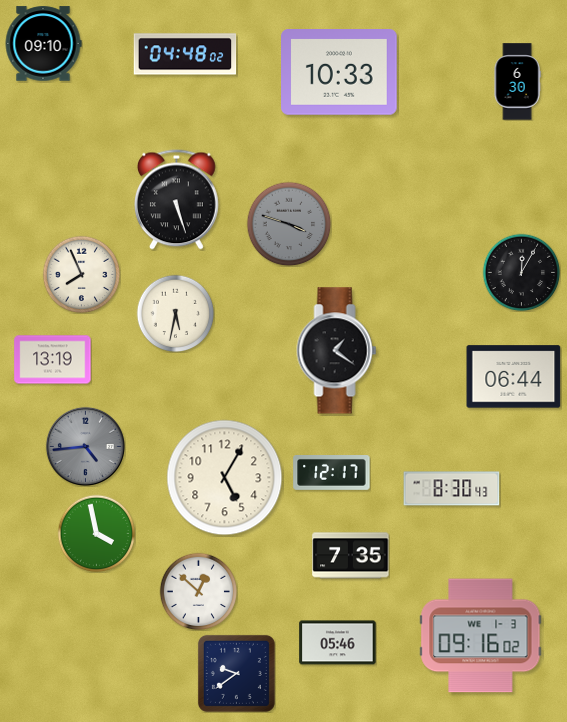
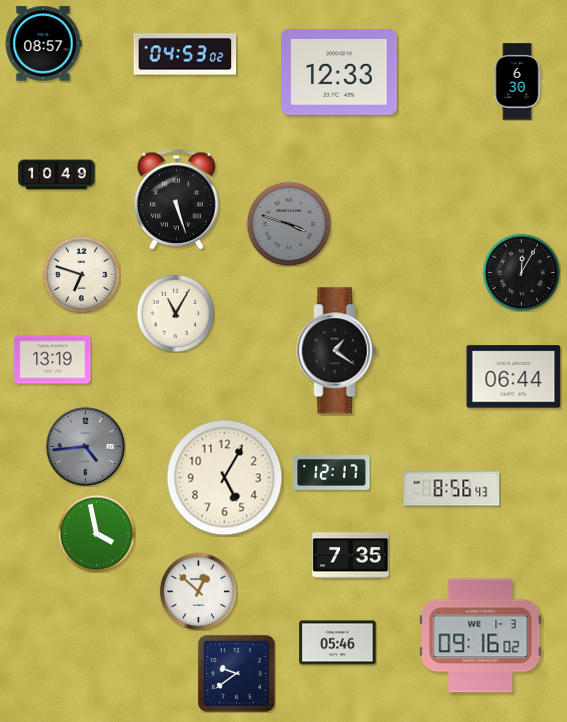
clock at (43, 44): 09:10 -> 08:57
clock at (185, 54): 04:48 -> 04:53
clock at (340, 73): 10:33 -> 12:33
clock at (57, 175): none -> 10:49
clock at (81, 274): 7:56 -> 6:48
clock at (175, 313): 5:32 -> 11:05
clock at (452, 489): 8:30 -> 8:56
